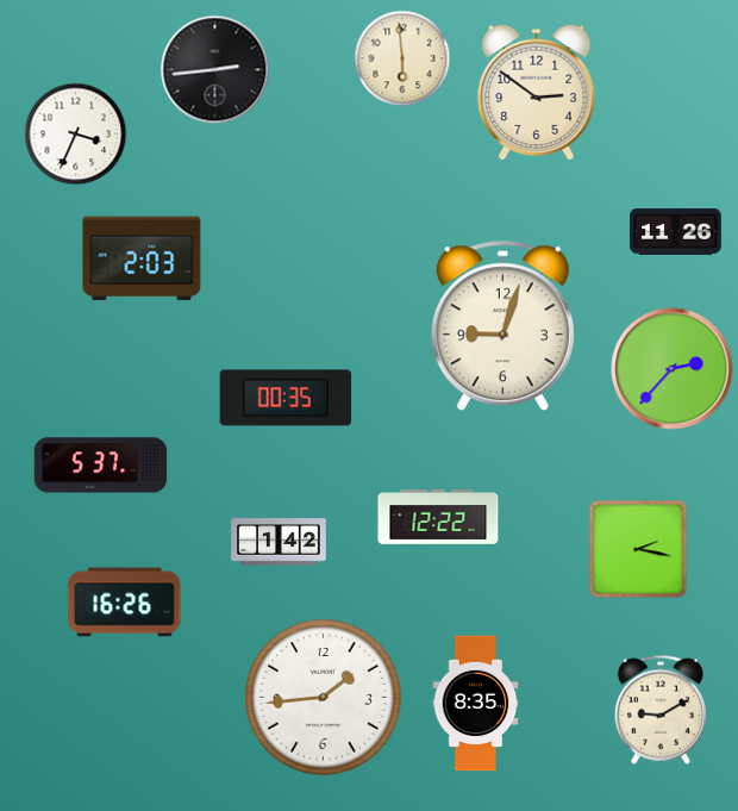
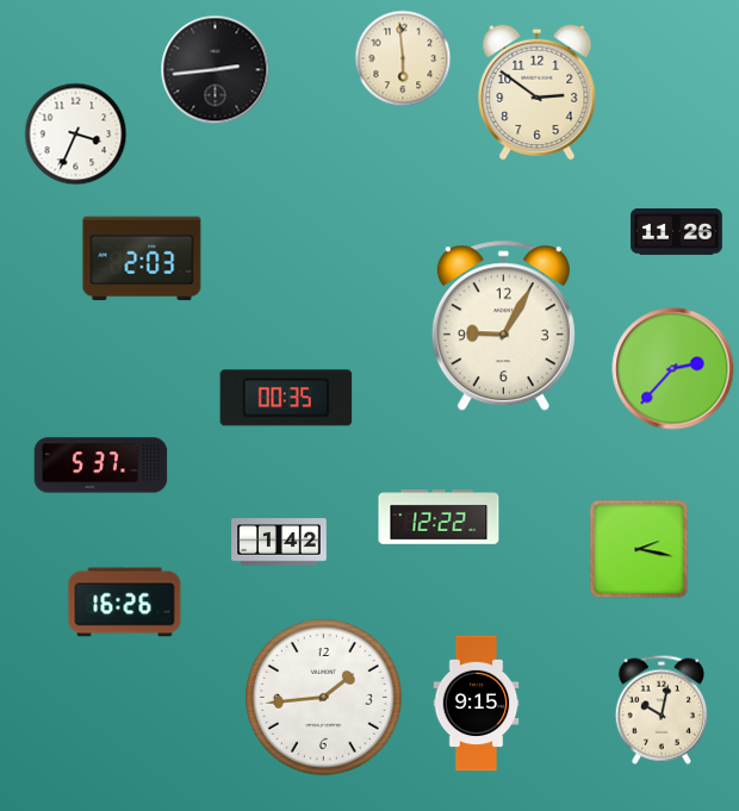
clock at (502, 326): 9:03 -> 9:05
clock at (476, 704): 8:35 -> 9:15
clock at (661, 710): 9:10 -> 10:02
